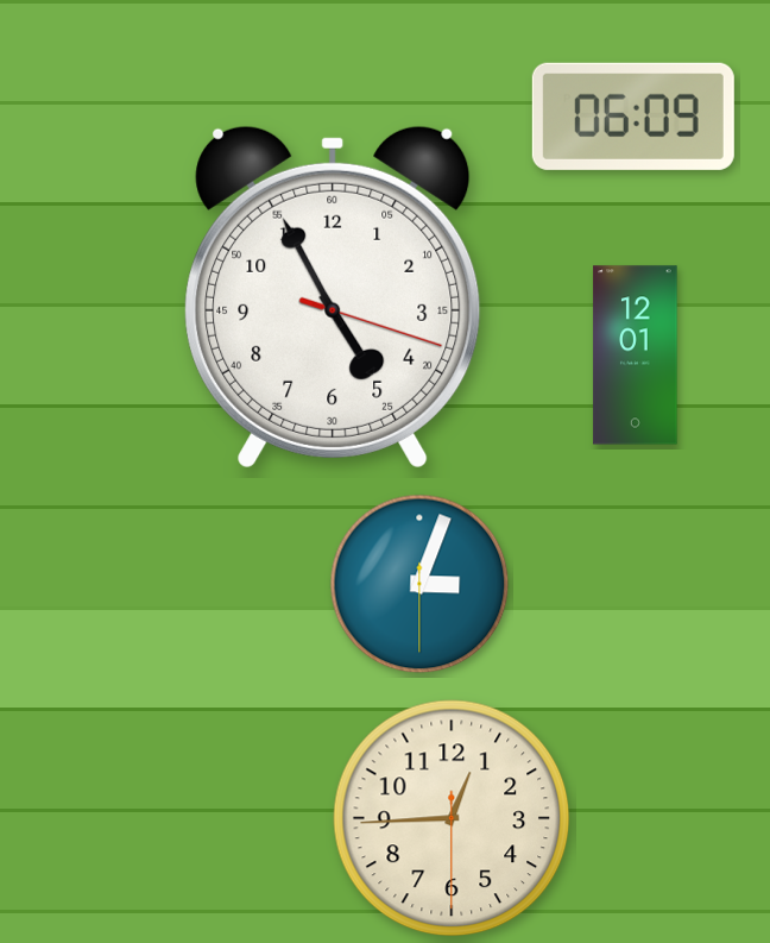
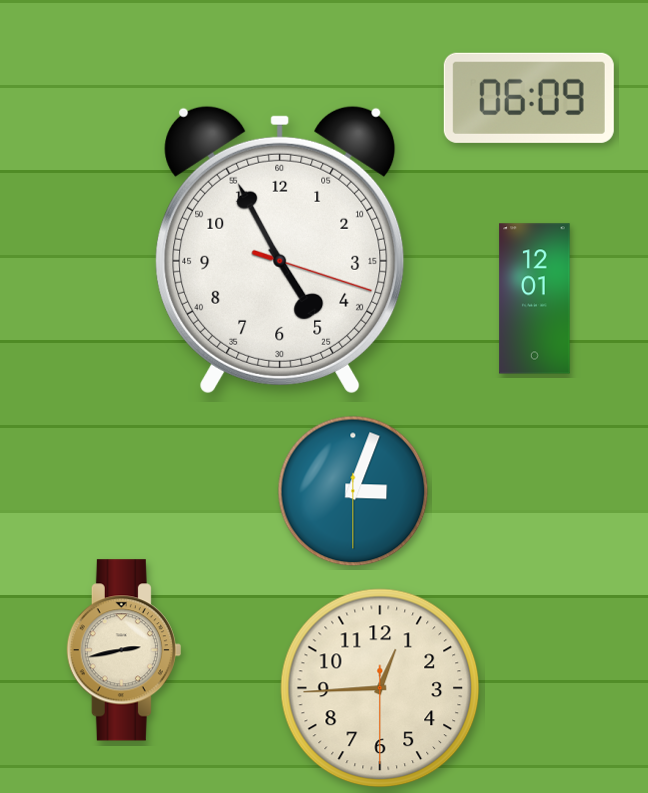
clock at (633, 117) position: (633, 117) -> (529, 98)
clock at (124, 650): none -> 2:43
